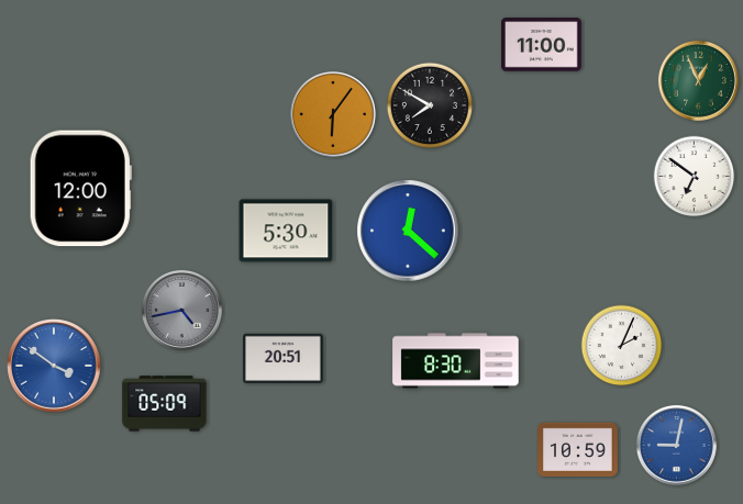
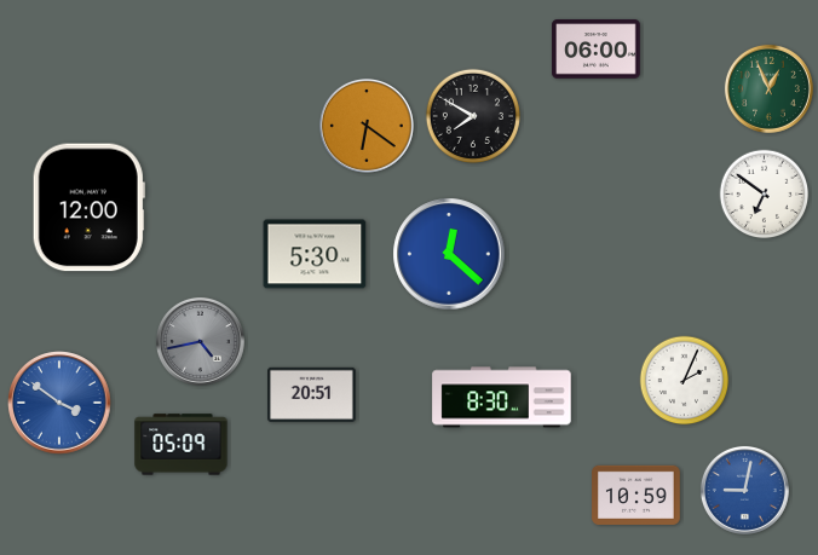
clock at (542, 45): 11:00 -> 06:00
clock at (333, 114): 6:06 -> 6:21
